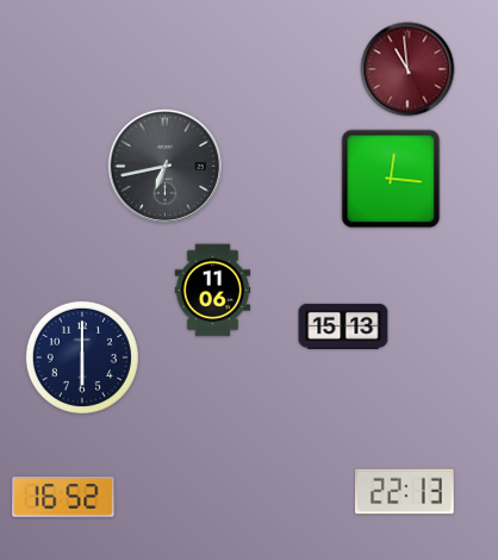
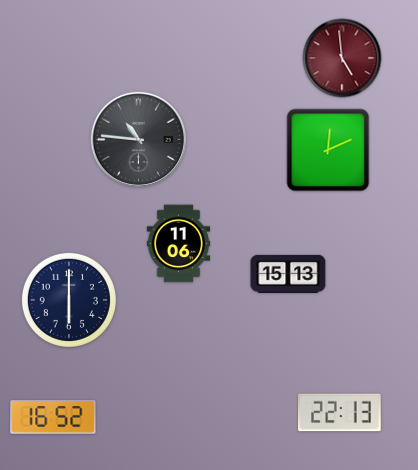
clock at (407, 69): 10:59 -> 4:59
clock at (164, 166): 6:43 -> 10:46
clock at (391, 179): 12:16 -> 12:11
